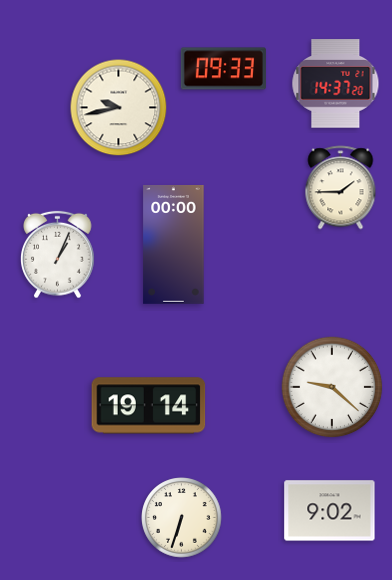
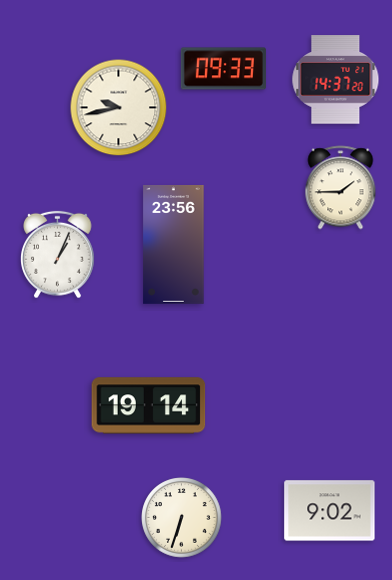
clock at (336, 84) position: (336, 84) -> (336, 80)
clock at (174, 245): 00:00 -> 23:56
clock at (332, 387): 9:22 -> none
